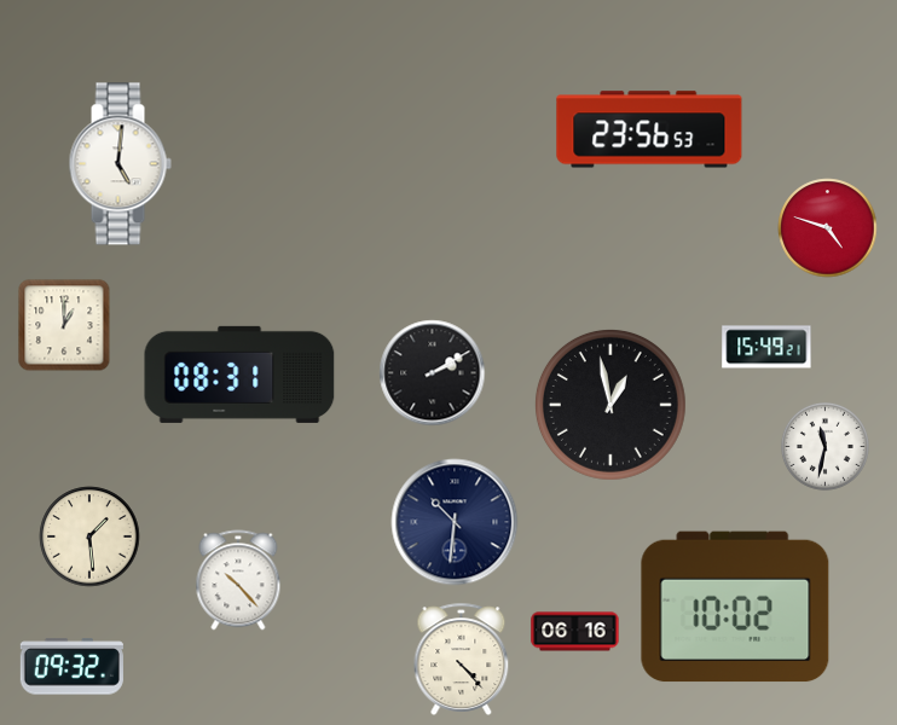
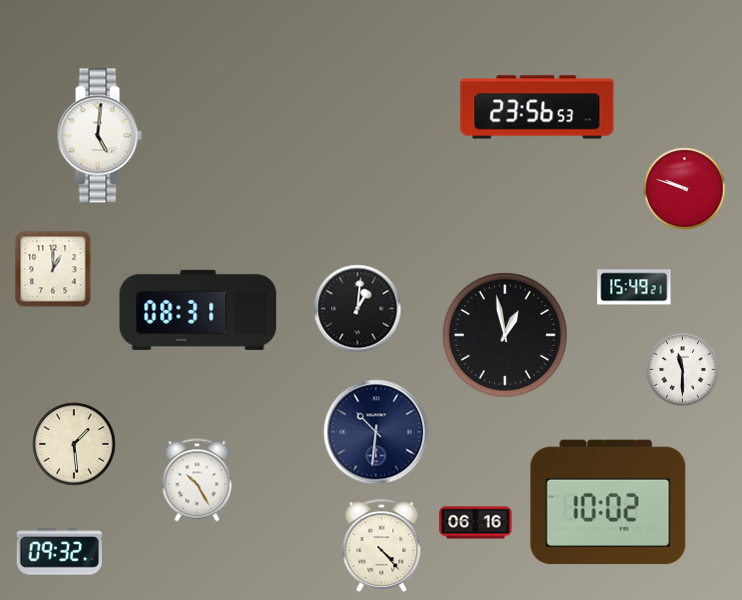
clock at (828, 228): 4:48 -> 9:48
clock at (433, 373): 2:10 -> 1:01
clock at (824, 446): 11:32 -> 11:30
clock at (238, 580): 10:23 -> 10:25
